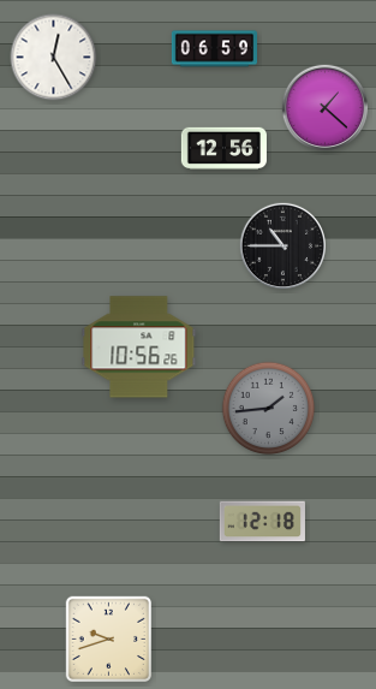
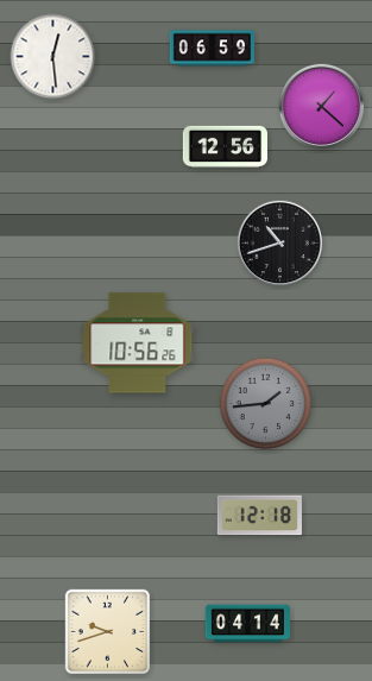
clock at (54, 58): 12:25 -> 12:29
clock at (223, 148) position: (223, 148) -> (225, 146)
clock at (282, 245): 10:45 -> 10:42
clock at (247, 624): none -> 04:14
